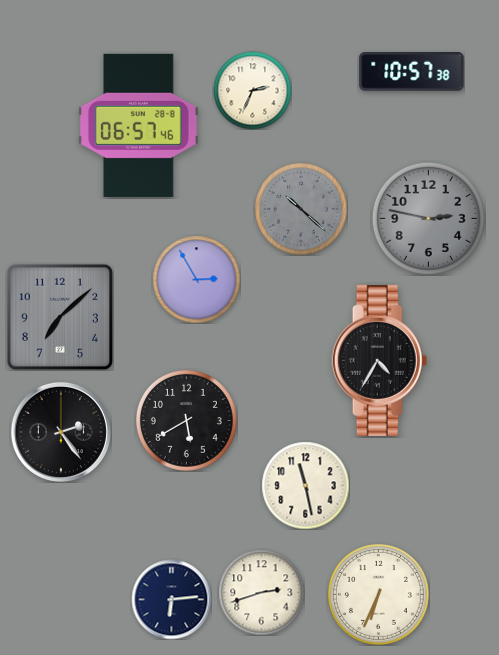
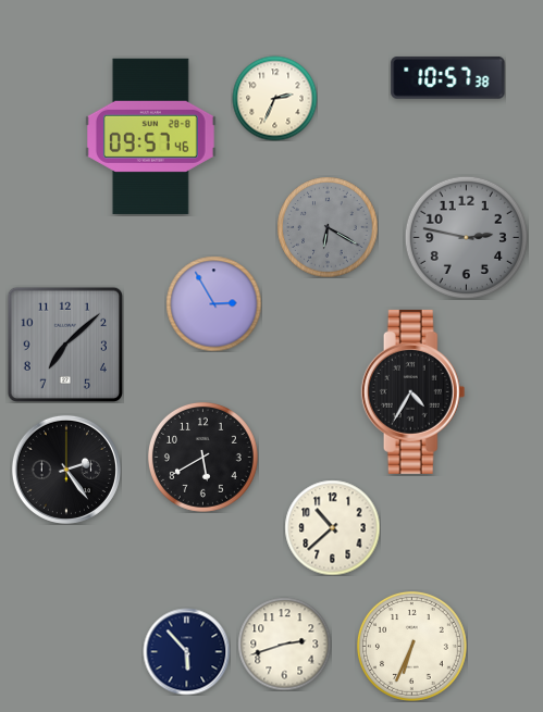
clock at (138, 125): 06:57 -> 09:57
clock at (301, 209): 10:22 -> 6:20
clock at (305, 485): 11:28 -> 10:38
clock at (171, 599): 6:14 -> 5:53
